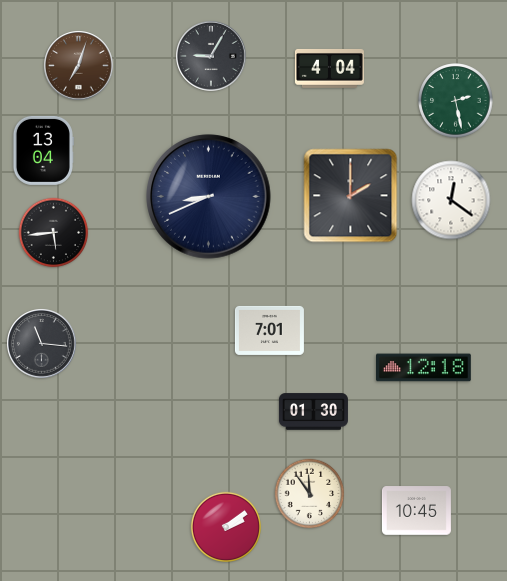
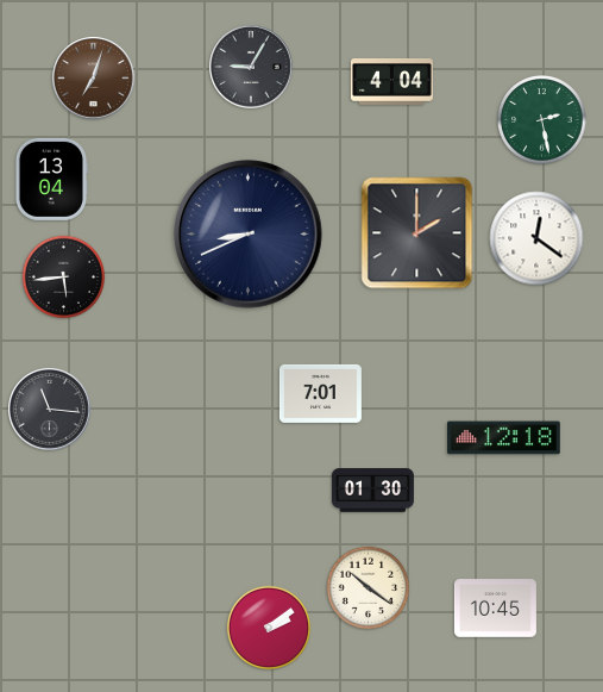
clock at (310, 494): 11:54 -> 10:21
